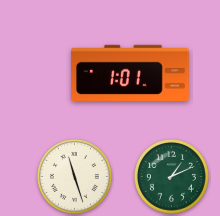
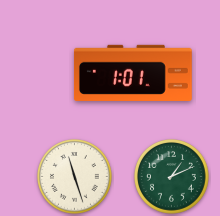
clock at (130, 73) position: (130, 73) -> (133, 73)
